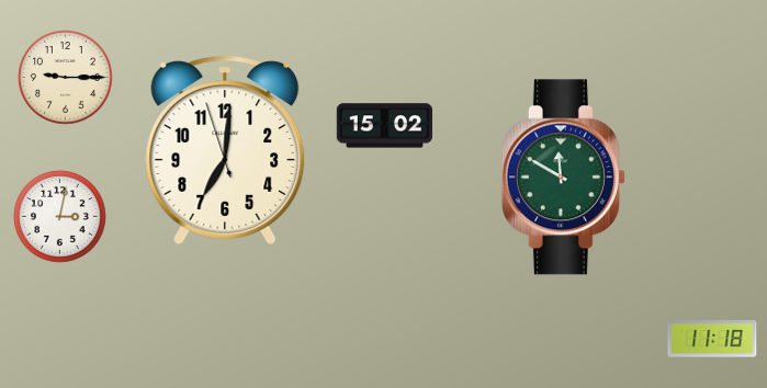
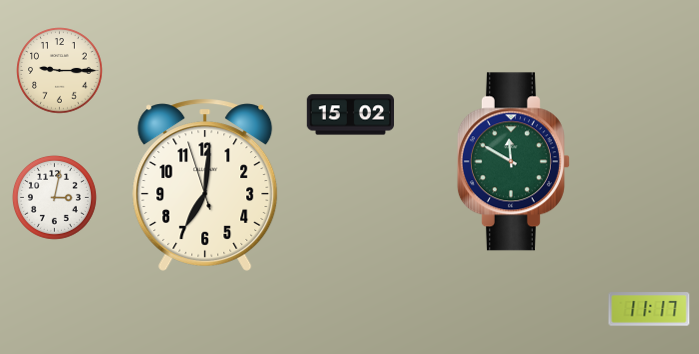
clock at (225, 150) position: (225, 150) -> (205, 185)
clock at (712, 339): 11:18 -> 11:17
